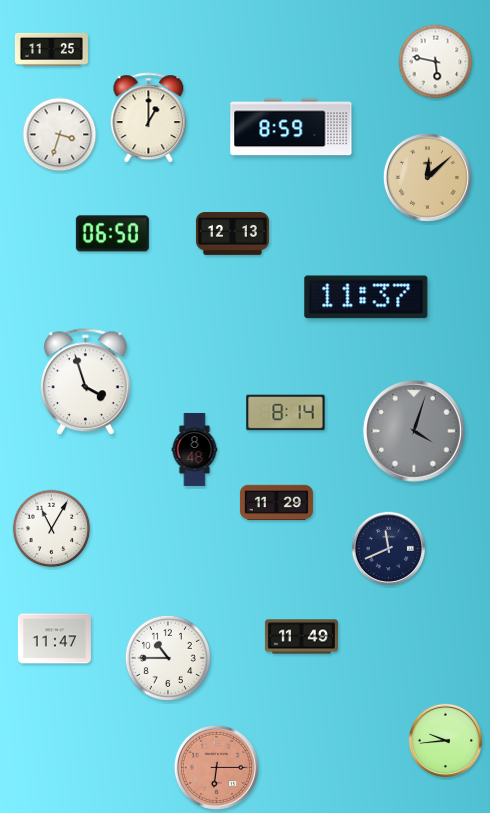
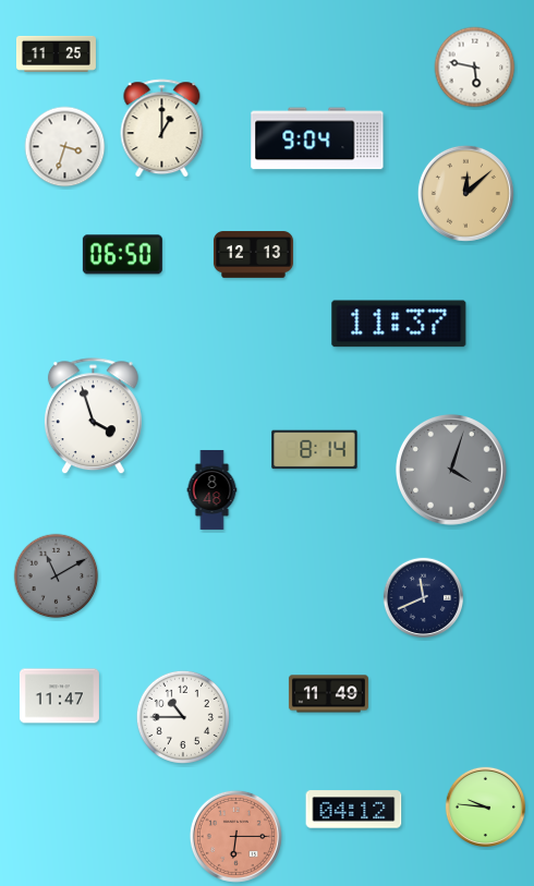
clock at (291, 127): 8:59 -> 9:04
clock at (286, 413) position: (286, 413) -> (315, 450)
clock at (276, 502): 11:29 -> none
clock at (52, 529): 11:05 -> 11:10
clock at (52, 529) dial: white -> grey
clock at (445, 740): 9:44 -> 9:46
clock at (354, 810): none -> 04:12
